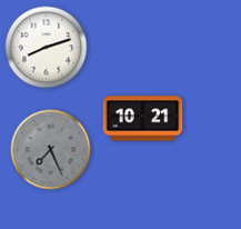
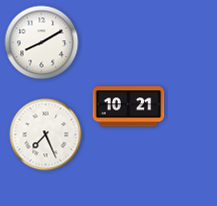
clock at (47, 48): 8:12 -> 8:10
clock at (51, 150) dial: grey -> white
